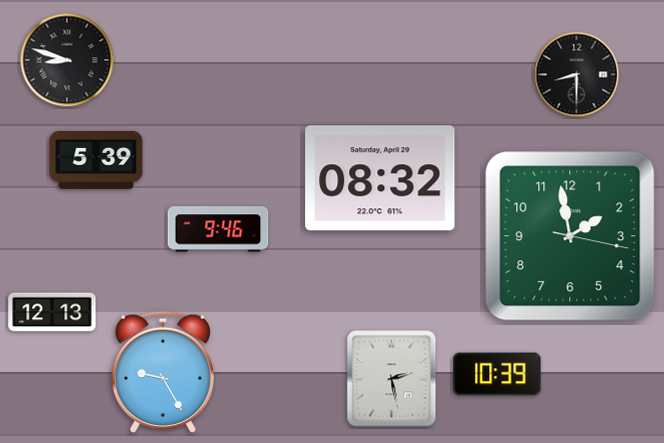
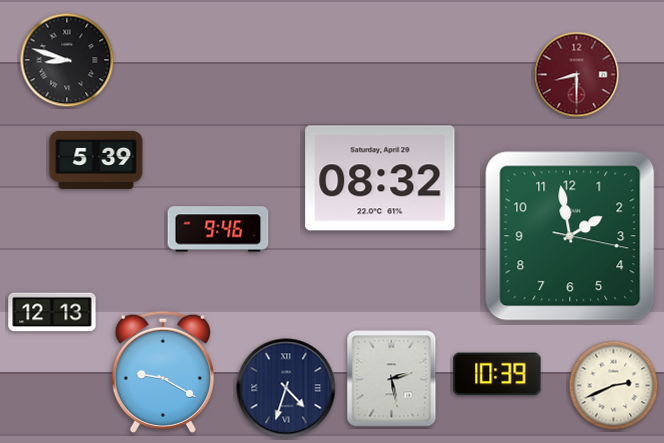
clock at (577, 75) dial: black -> burgundy
clock at (163, 371): 9:25 -> 9:20
clock at (614, 386): none -> 2:41
clock at (286, 388): none -> 4:33
